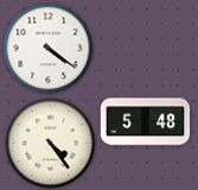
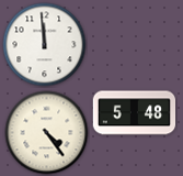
clock at (49, 49): 4:21 -> 11:59
